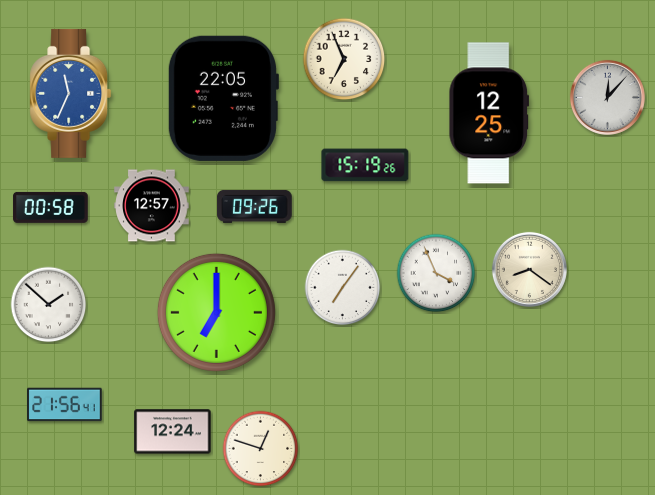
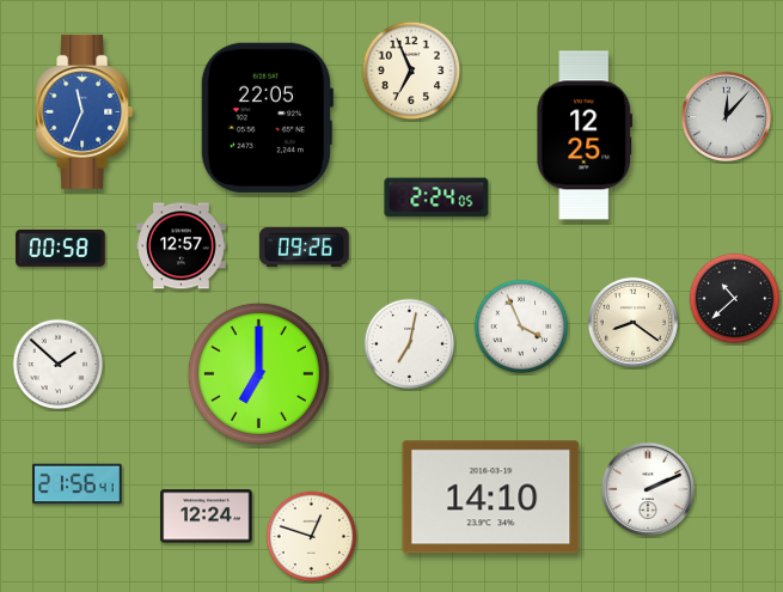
clock at (365, 165): 15:19 -> 2:24
clock at (735, 299): none -> 10:38
clock at (343, 288): 7:06 -> 7:02
clock at (648, 489): none -> 2:11
clock at (491, 498): none -> 14:10
